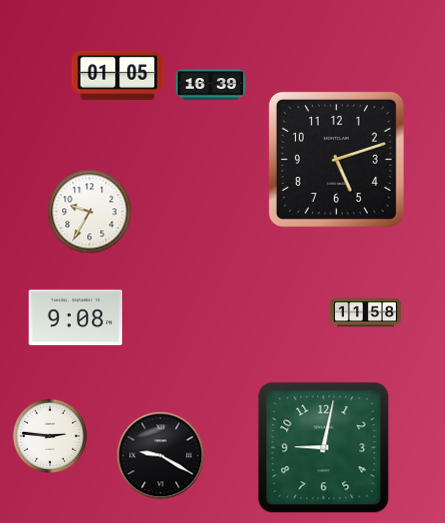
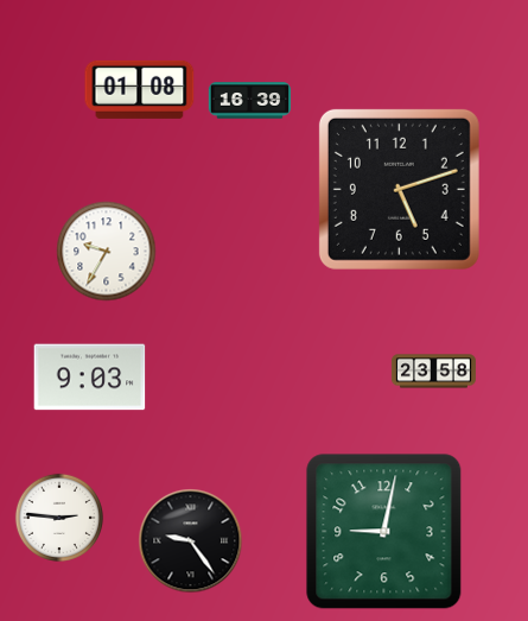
clock at (118, 75): 01:05 -> 01:08
clock at (365, 313): 11:58 -> 23:58
clock at (76, 318): 9:08 -> 9:03
clock at (161, 456): 9:20 -> 9:24
